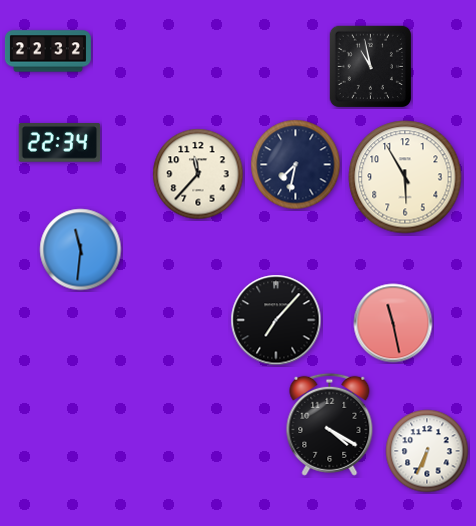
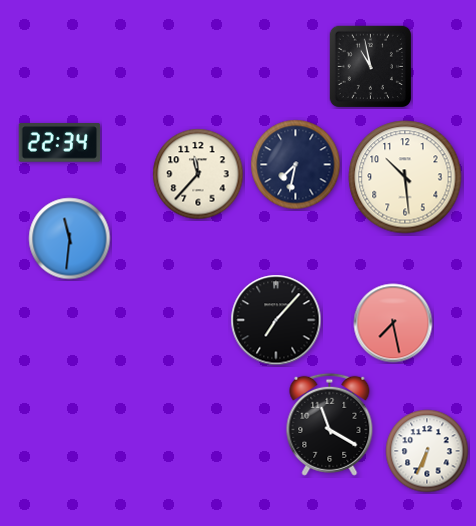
clock at (48, 51): 22:32 -> none
clock at (405, 177): 5:55 -> 10:29
clock at (81, 250) position: (81, 250) -> (70, 239)
clock at (393, 323): 11:28 -> 7:28
clock at (330, 424): 4:20 -> 11:20
